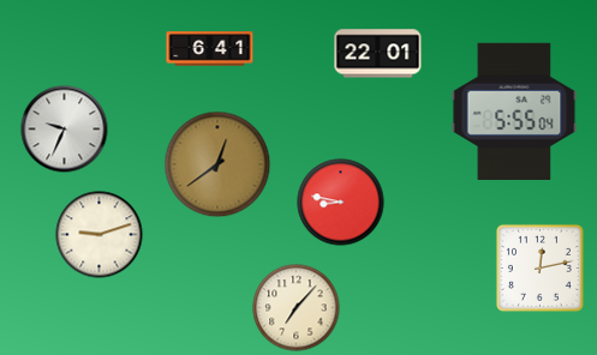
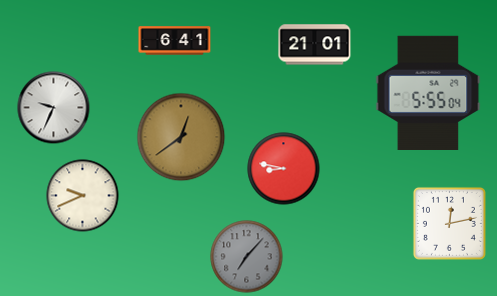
clock at (378, 54): 22:01 -> 21:01
clock at (100, 235): 9:12 -> 9:41
clock at (297, 308) dial: cream -> grey
